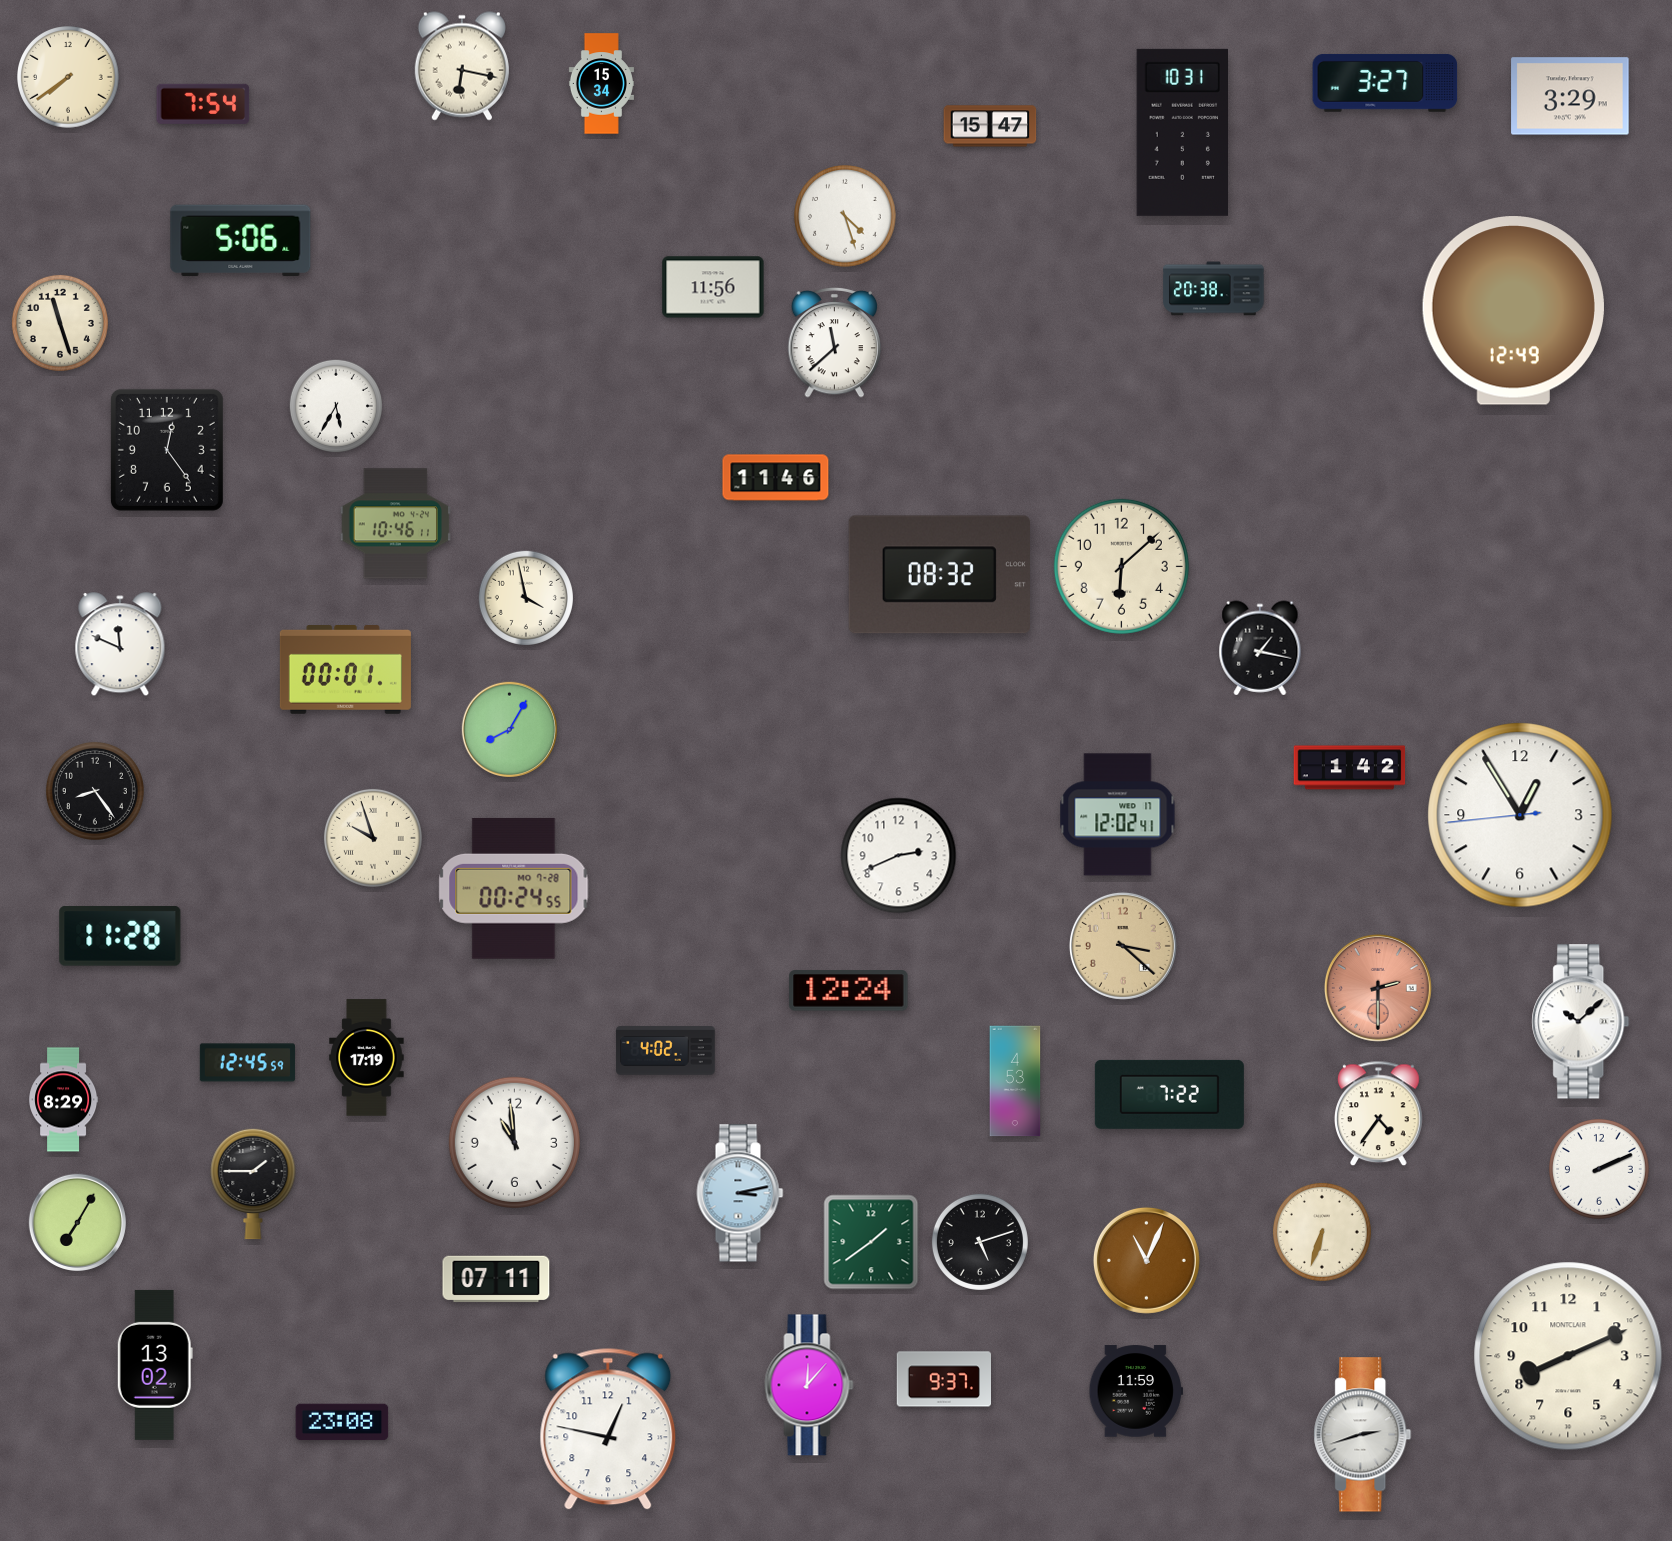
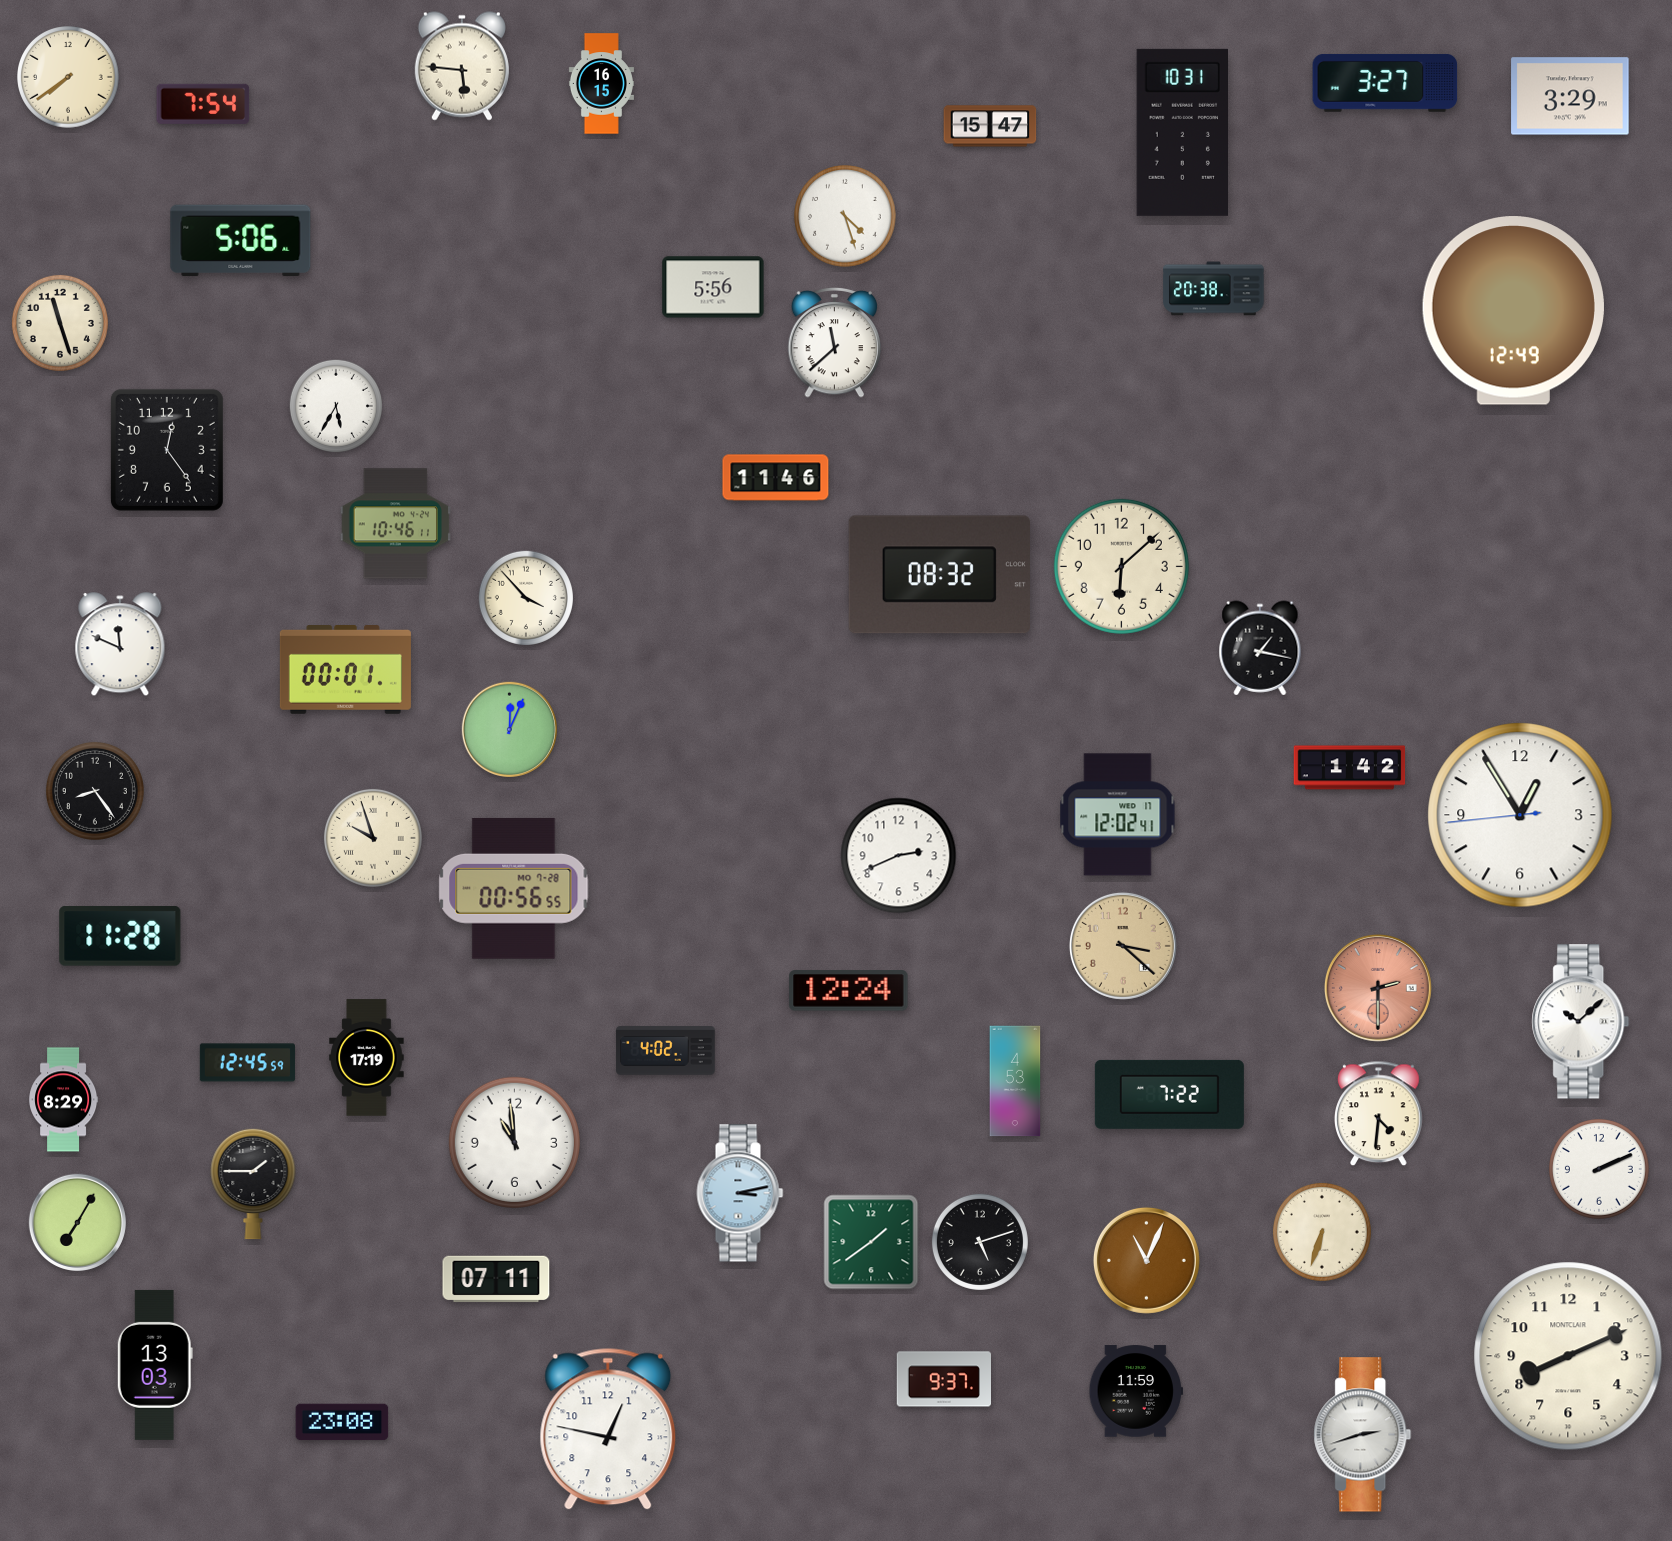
clock at (462, 66): 6:17 -> 5:46
clock at (601, 84): 15:34 -> 16:15
clock at (713, 287): 11:56 -> 5:56
clock at (526, 598): 3:58 -> 3:53
clock at (509, 729): 8:05 -> 12:04
clock at (514, 888): 00:24 -> 00:56
clock at (1379, 1114): 4:36 -> 4:31
clock at (155, 1365): 13:02 -> 13:03
clock at (809, 1385): 12:07 -> none
